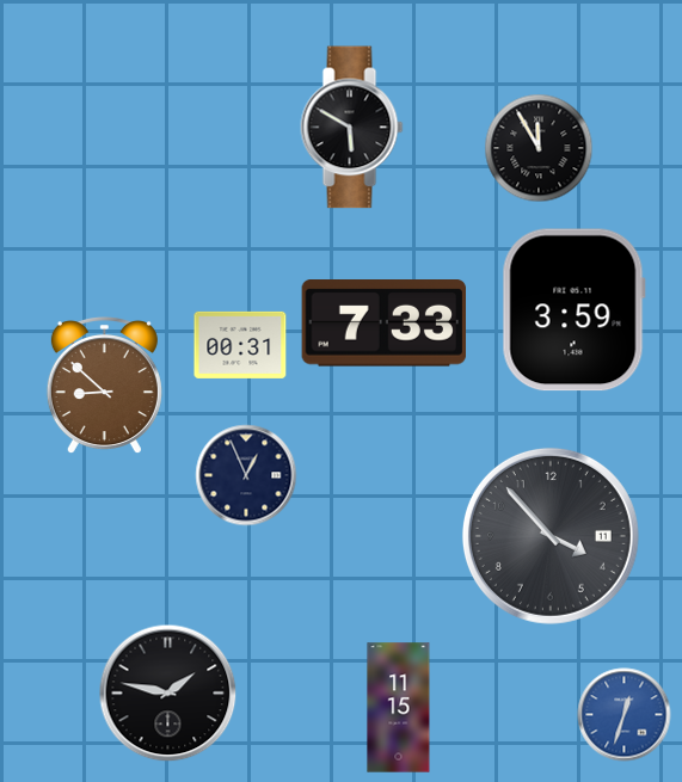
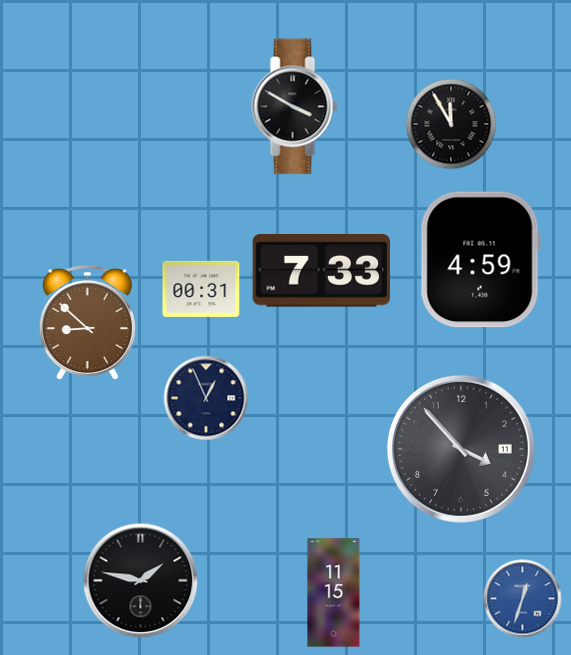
clock at (352, 128): 5:50 -> 3:50
clock at (573, 310): 3:59 -> 4:59
